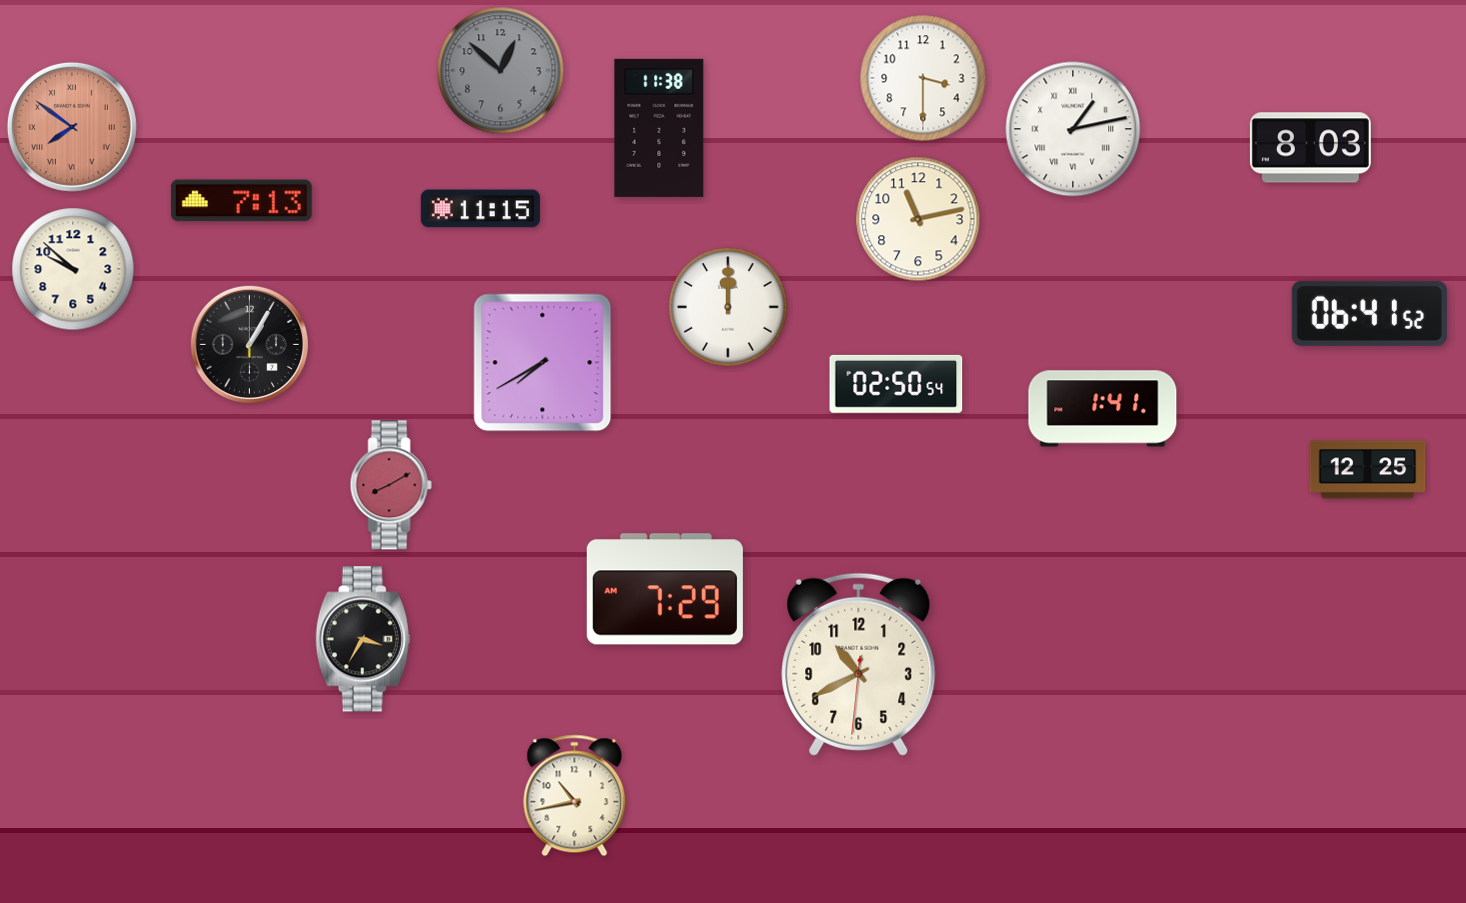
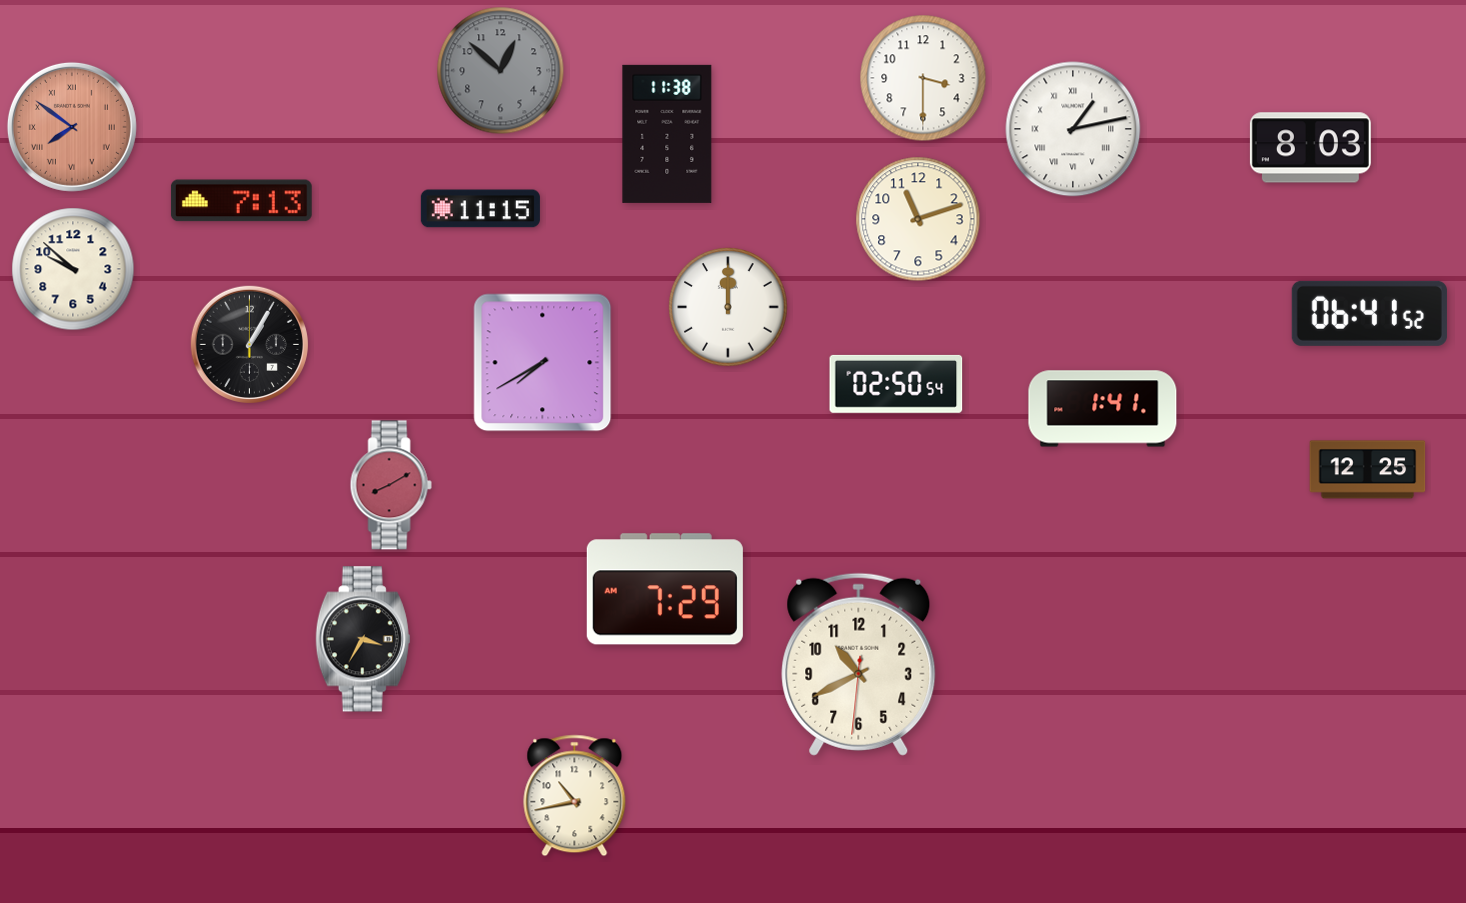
clock at (659, 128) position: (659, 128) -> (667, 134)
clock at (918, 219): 11:13 -> 11:12
